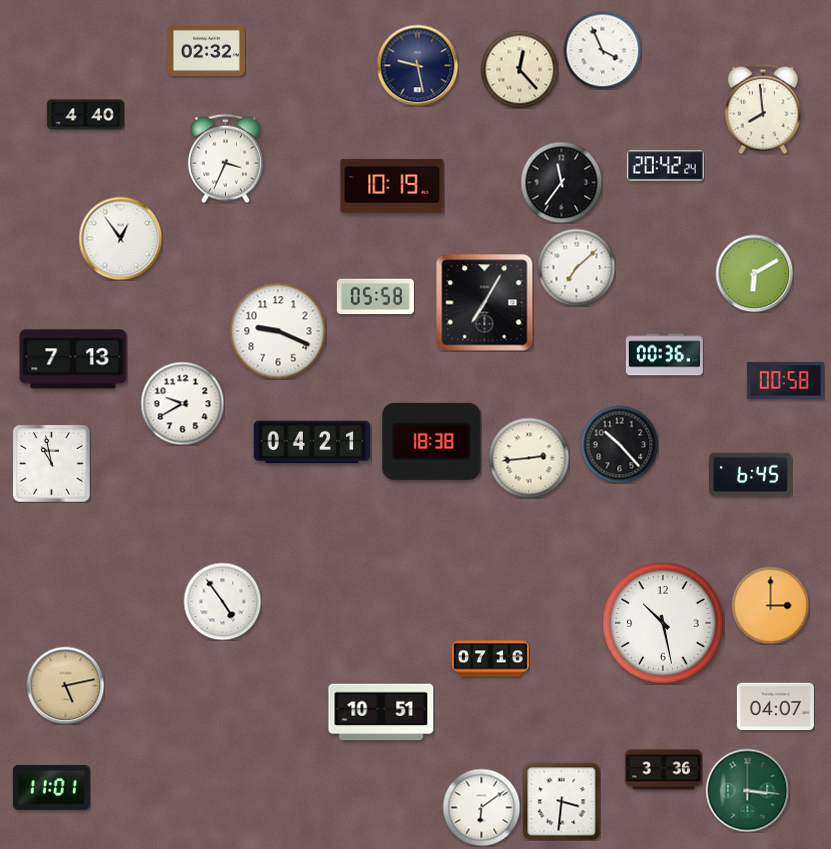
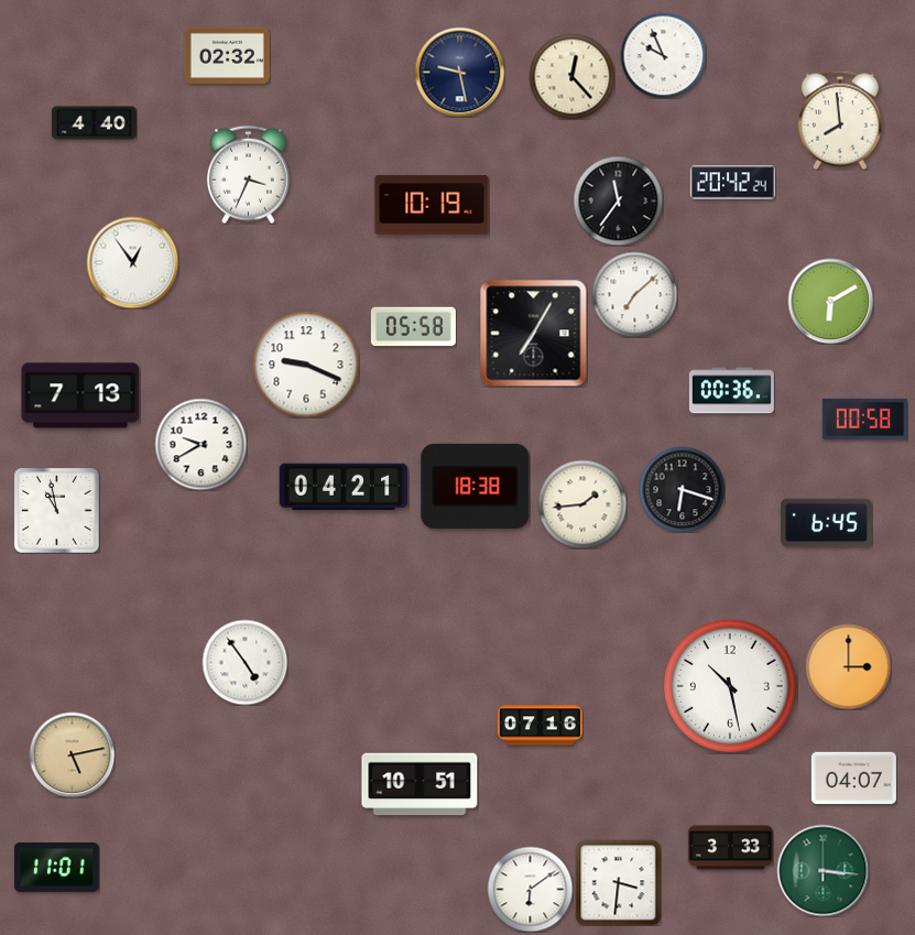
clock at (602, 50): 3:56 -> 9:56
clock at (85, 115) position: (85, 115) -> (94, 123)
clock at (619, 444): 10:23 -> 6:18
clock at (529, 458): 2:44 -> 1:44
clock at (663, 770): 3:36 -> 3:33
